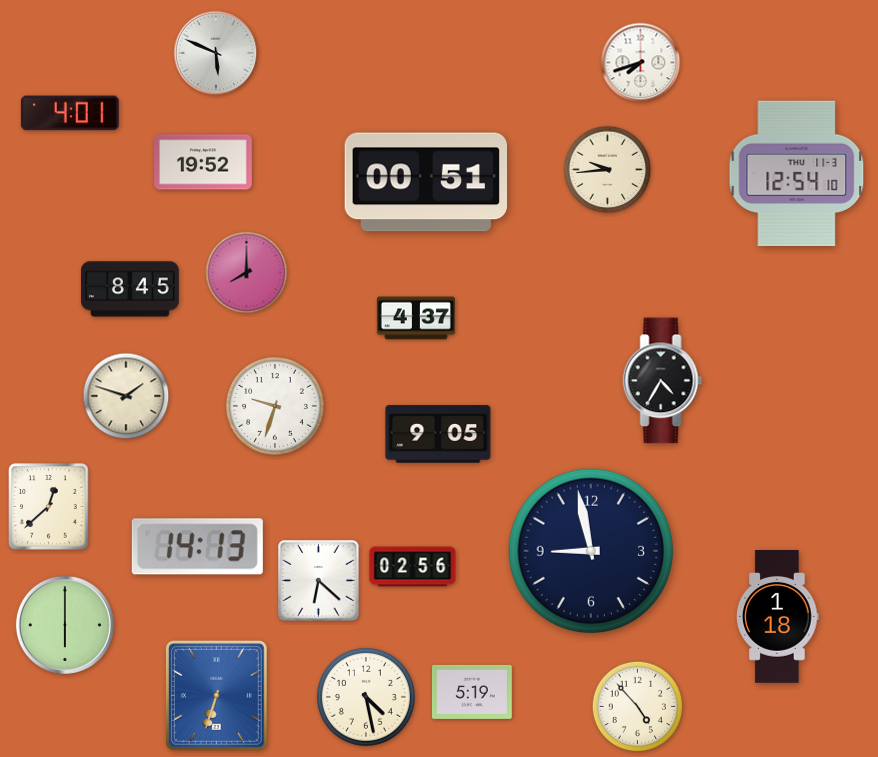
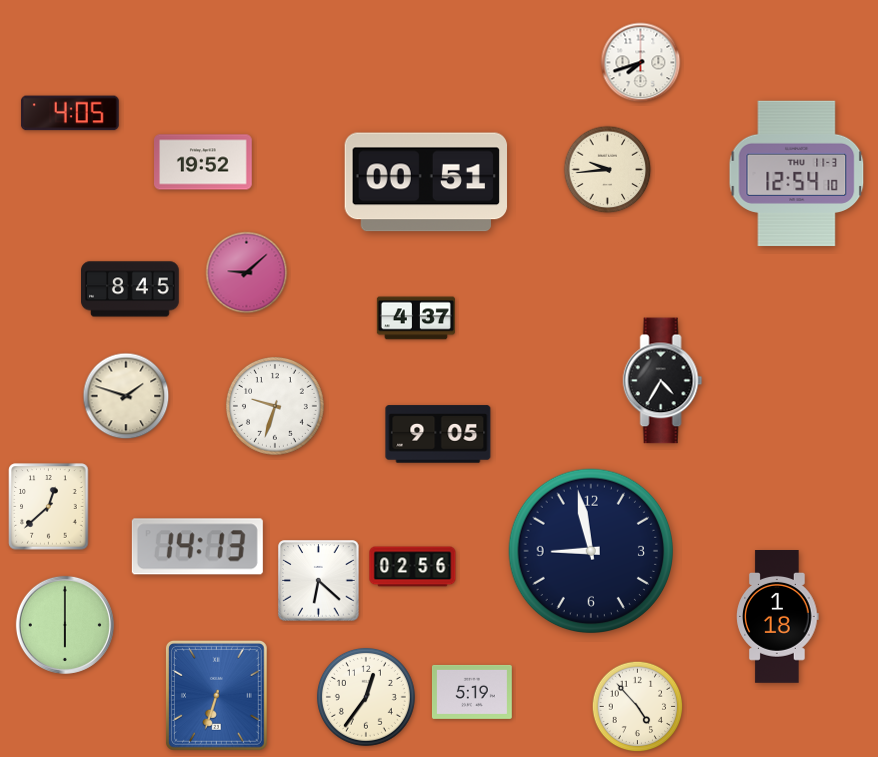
clock at (216, 53): 5:49 -> none
clock at (70, 113): 4:01 -> 4:05
clock at (247, 273): 8:00 -> 9:08
clock at (366, 697): 4:28 -> 12:36
